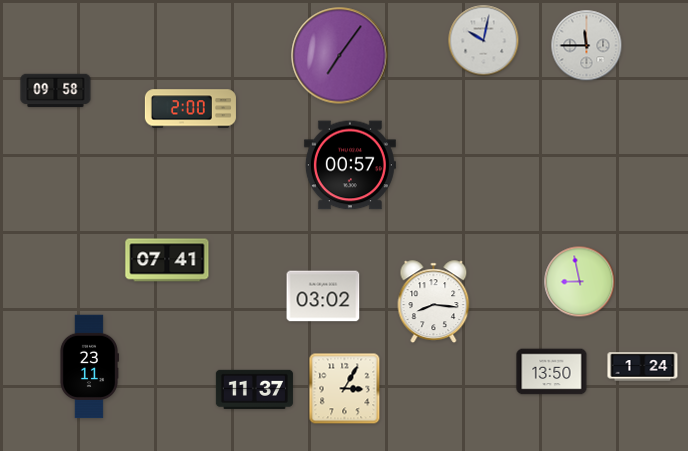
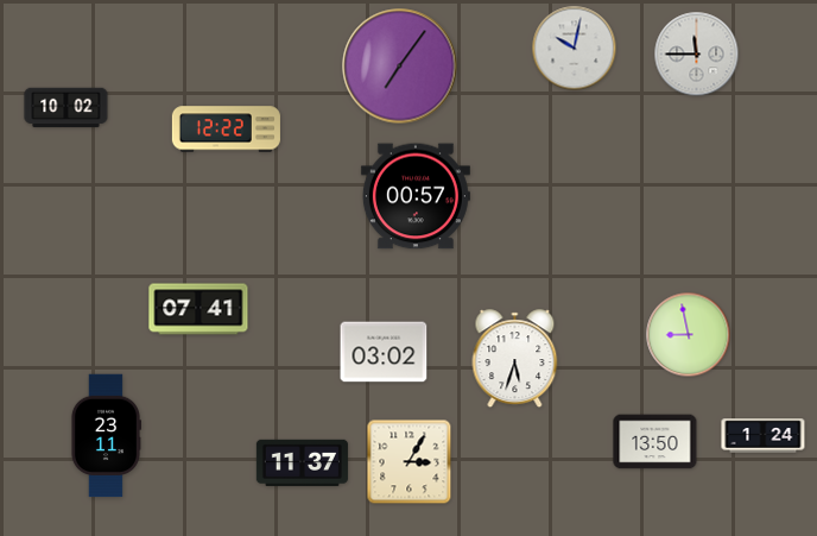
clock at (340, 56) position: (340, 56) -> (400, 67)
clock at (56, 91): 09:58 -> 10:02
clock at (190, 109): 2:00 -> 12:22
clock at (434, 302): 8:16 -> 5:33
